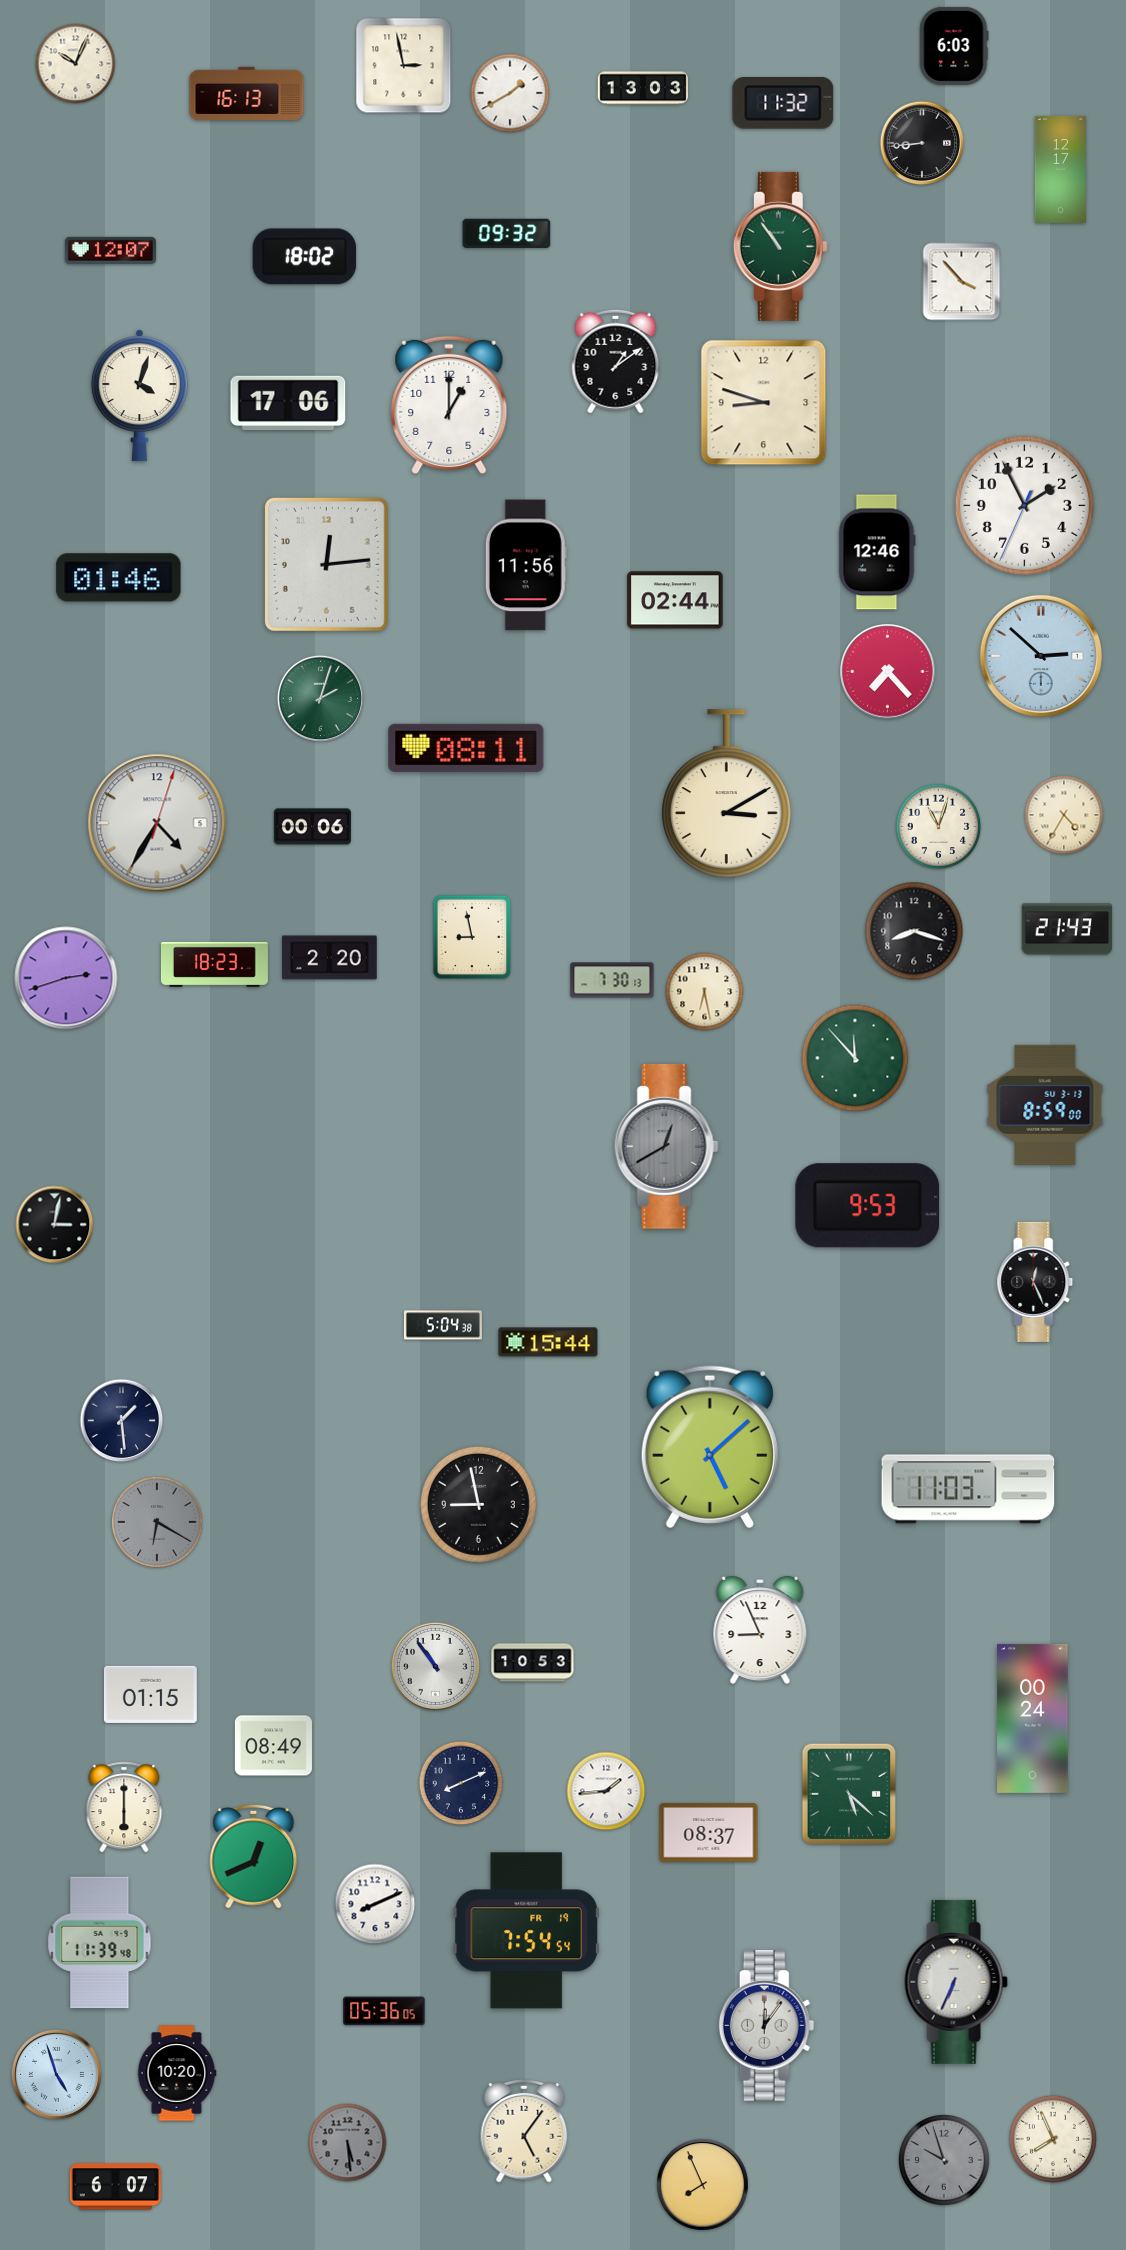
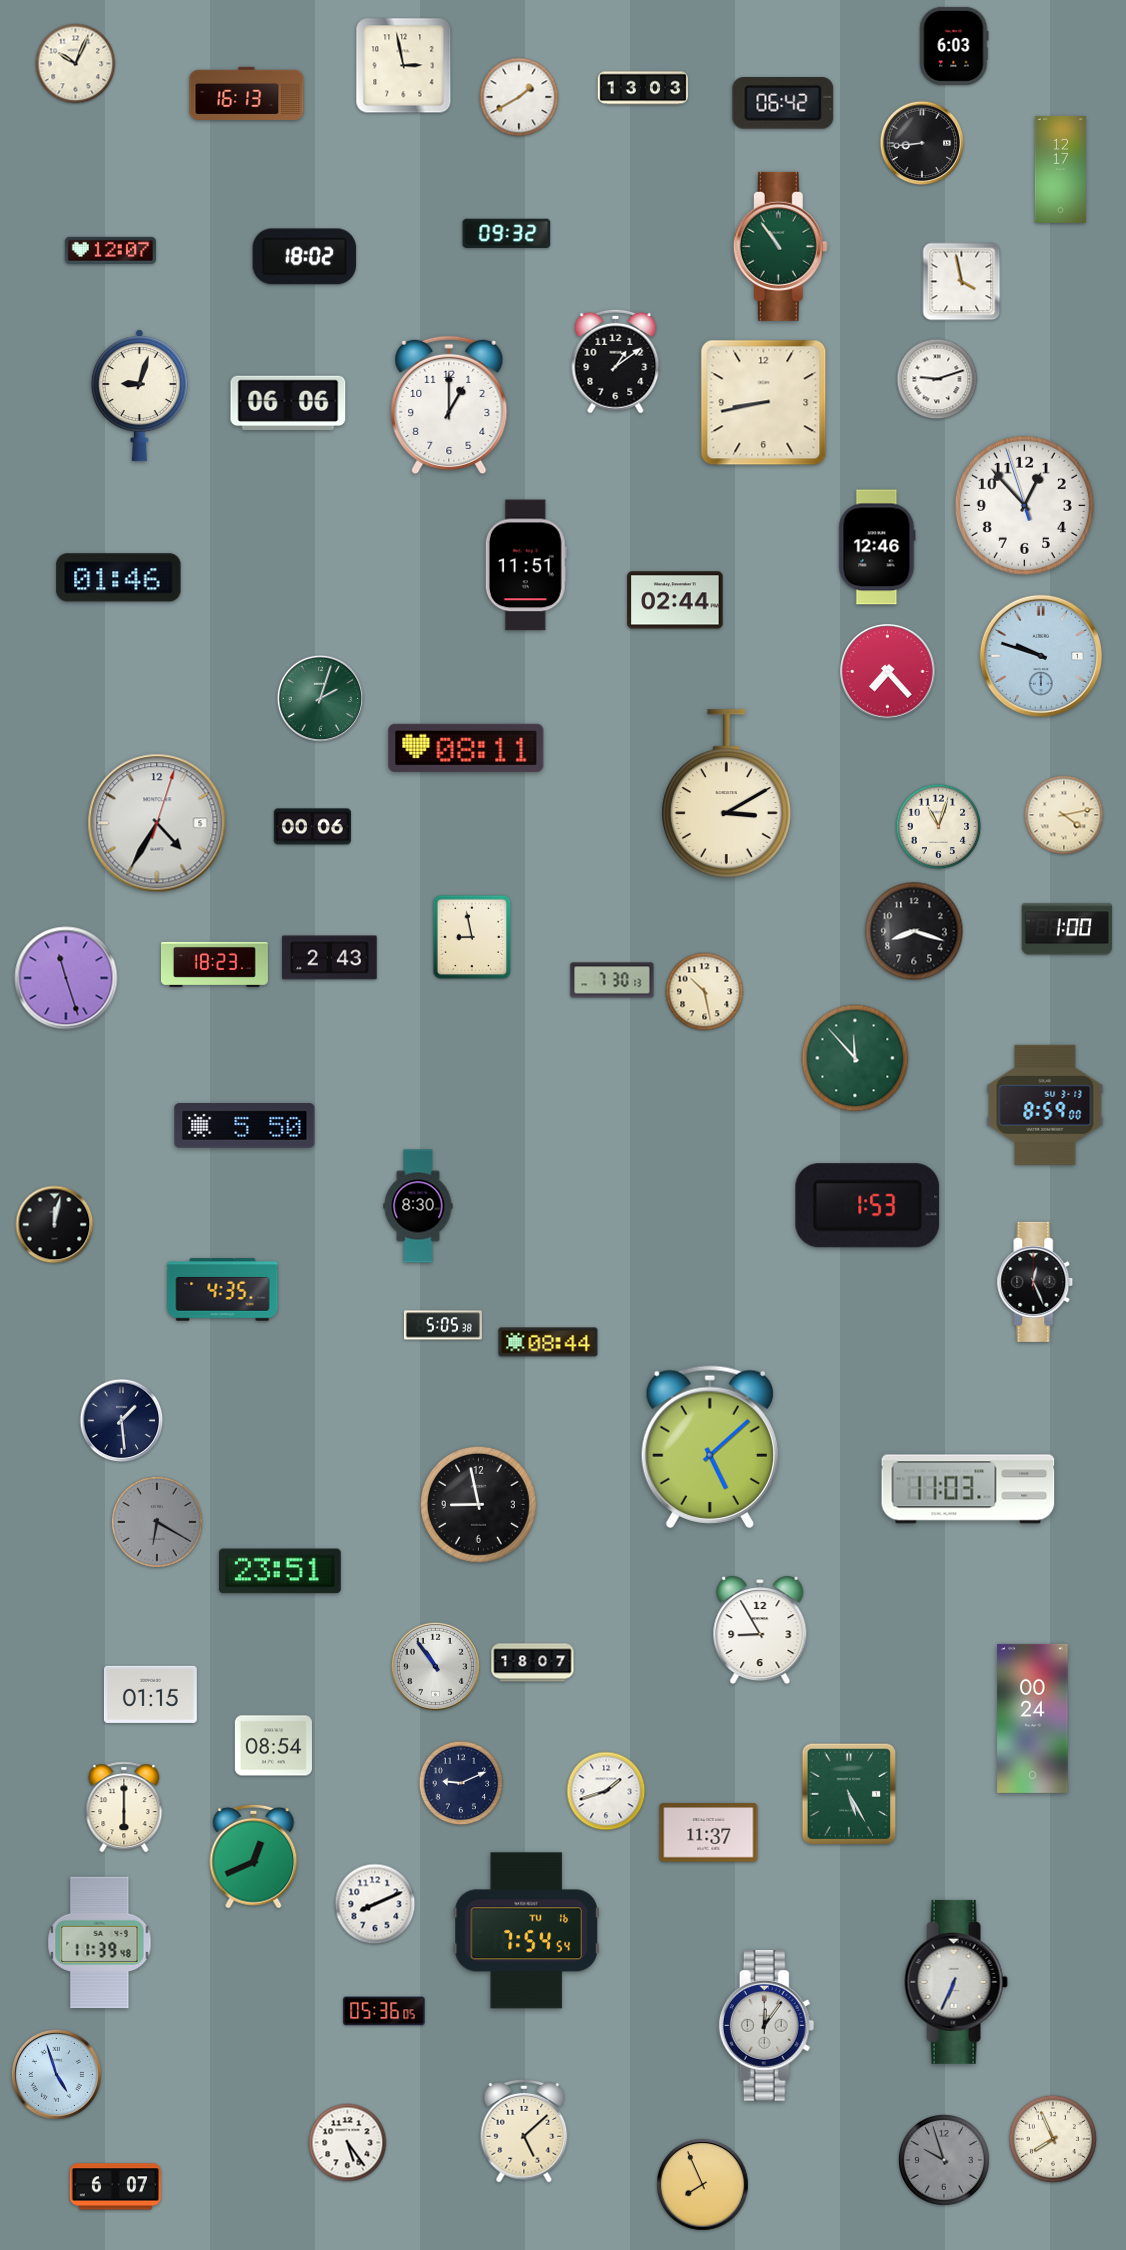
clock at (510, 93) position: (510, 93) -> (519, 97)
clock at (783, 103): 11:32 -> 06:42
clock at (962, 282): 3:53 -> 3:58
clock at (937, 379): none -> 9:12
clock at (139, 396): 4:03 -> 9:03
clock at (288, 403): 17:06 -> 06:06
clock at (764, 403): 8:48 -> 8:43
clock at (1024, 505): 1:55 -> 12:52
clock at (877, 552) position: (877, 552) -> (877, 547)
clock at (326, 564): 12:14 -> none
clock at (526, 565): 11:56 -> 11:51
clock at (1041, 656): 2:52 -> 9:48
clock at (1064, 815): 4:35 -> 4:13
clock at (1067, 929): 21:43 -> 1:00
clock at (330, 958): 2:20 -> 2:43
clock at (66, 978): 2:42 -> 11:27
clock at (705, 992): 6:28 -> 10:28
clock at (245, 1126): none -> 5:50
clock at (666, 1146): 12:40 -> none
clock at (418, 1206): none -> 8:30
clock at (868, 1206): 9:53 -> 1:53
clock at (55, 1225): 3:02 -> 12:02
clock at (223, 1290): none -> 4:35
clock at (443, 1325): 5:04 -> 5:05
clock at (548, 1342): 15:44 -> 08:44
clock at (280, 1571): none -> 23:51
clock at (760, 1630): 8:56 -> 8:55
clock at (533, 1663): 10:53 -> 18:07
clock at (273, 1746): 08:49 -> 08:54
clock at (461, 1783): 8:11 -> 9:11
clock at (606, 1791): 1:44 -> 1:42
clock at (849, 1794): 5:22 -> 5:25
clock at (709, 1833): 08:37 -> 11:37
clock at (526, 1931) date: FR 19 -> TU 16
clock at (177, 2073): 10:20 -> none
clock at (524, 2132): 5:06 -> 5:08
clock at (348, 2143): 5:29 -> 5:24
clock at (348, 2143) dial: grey -> white
